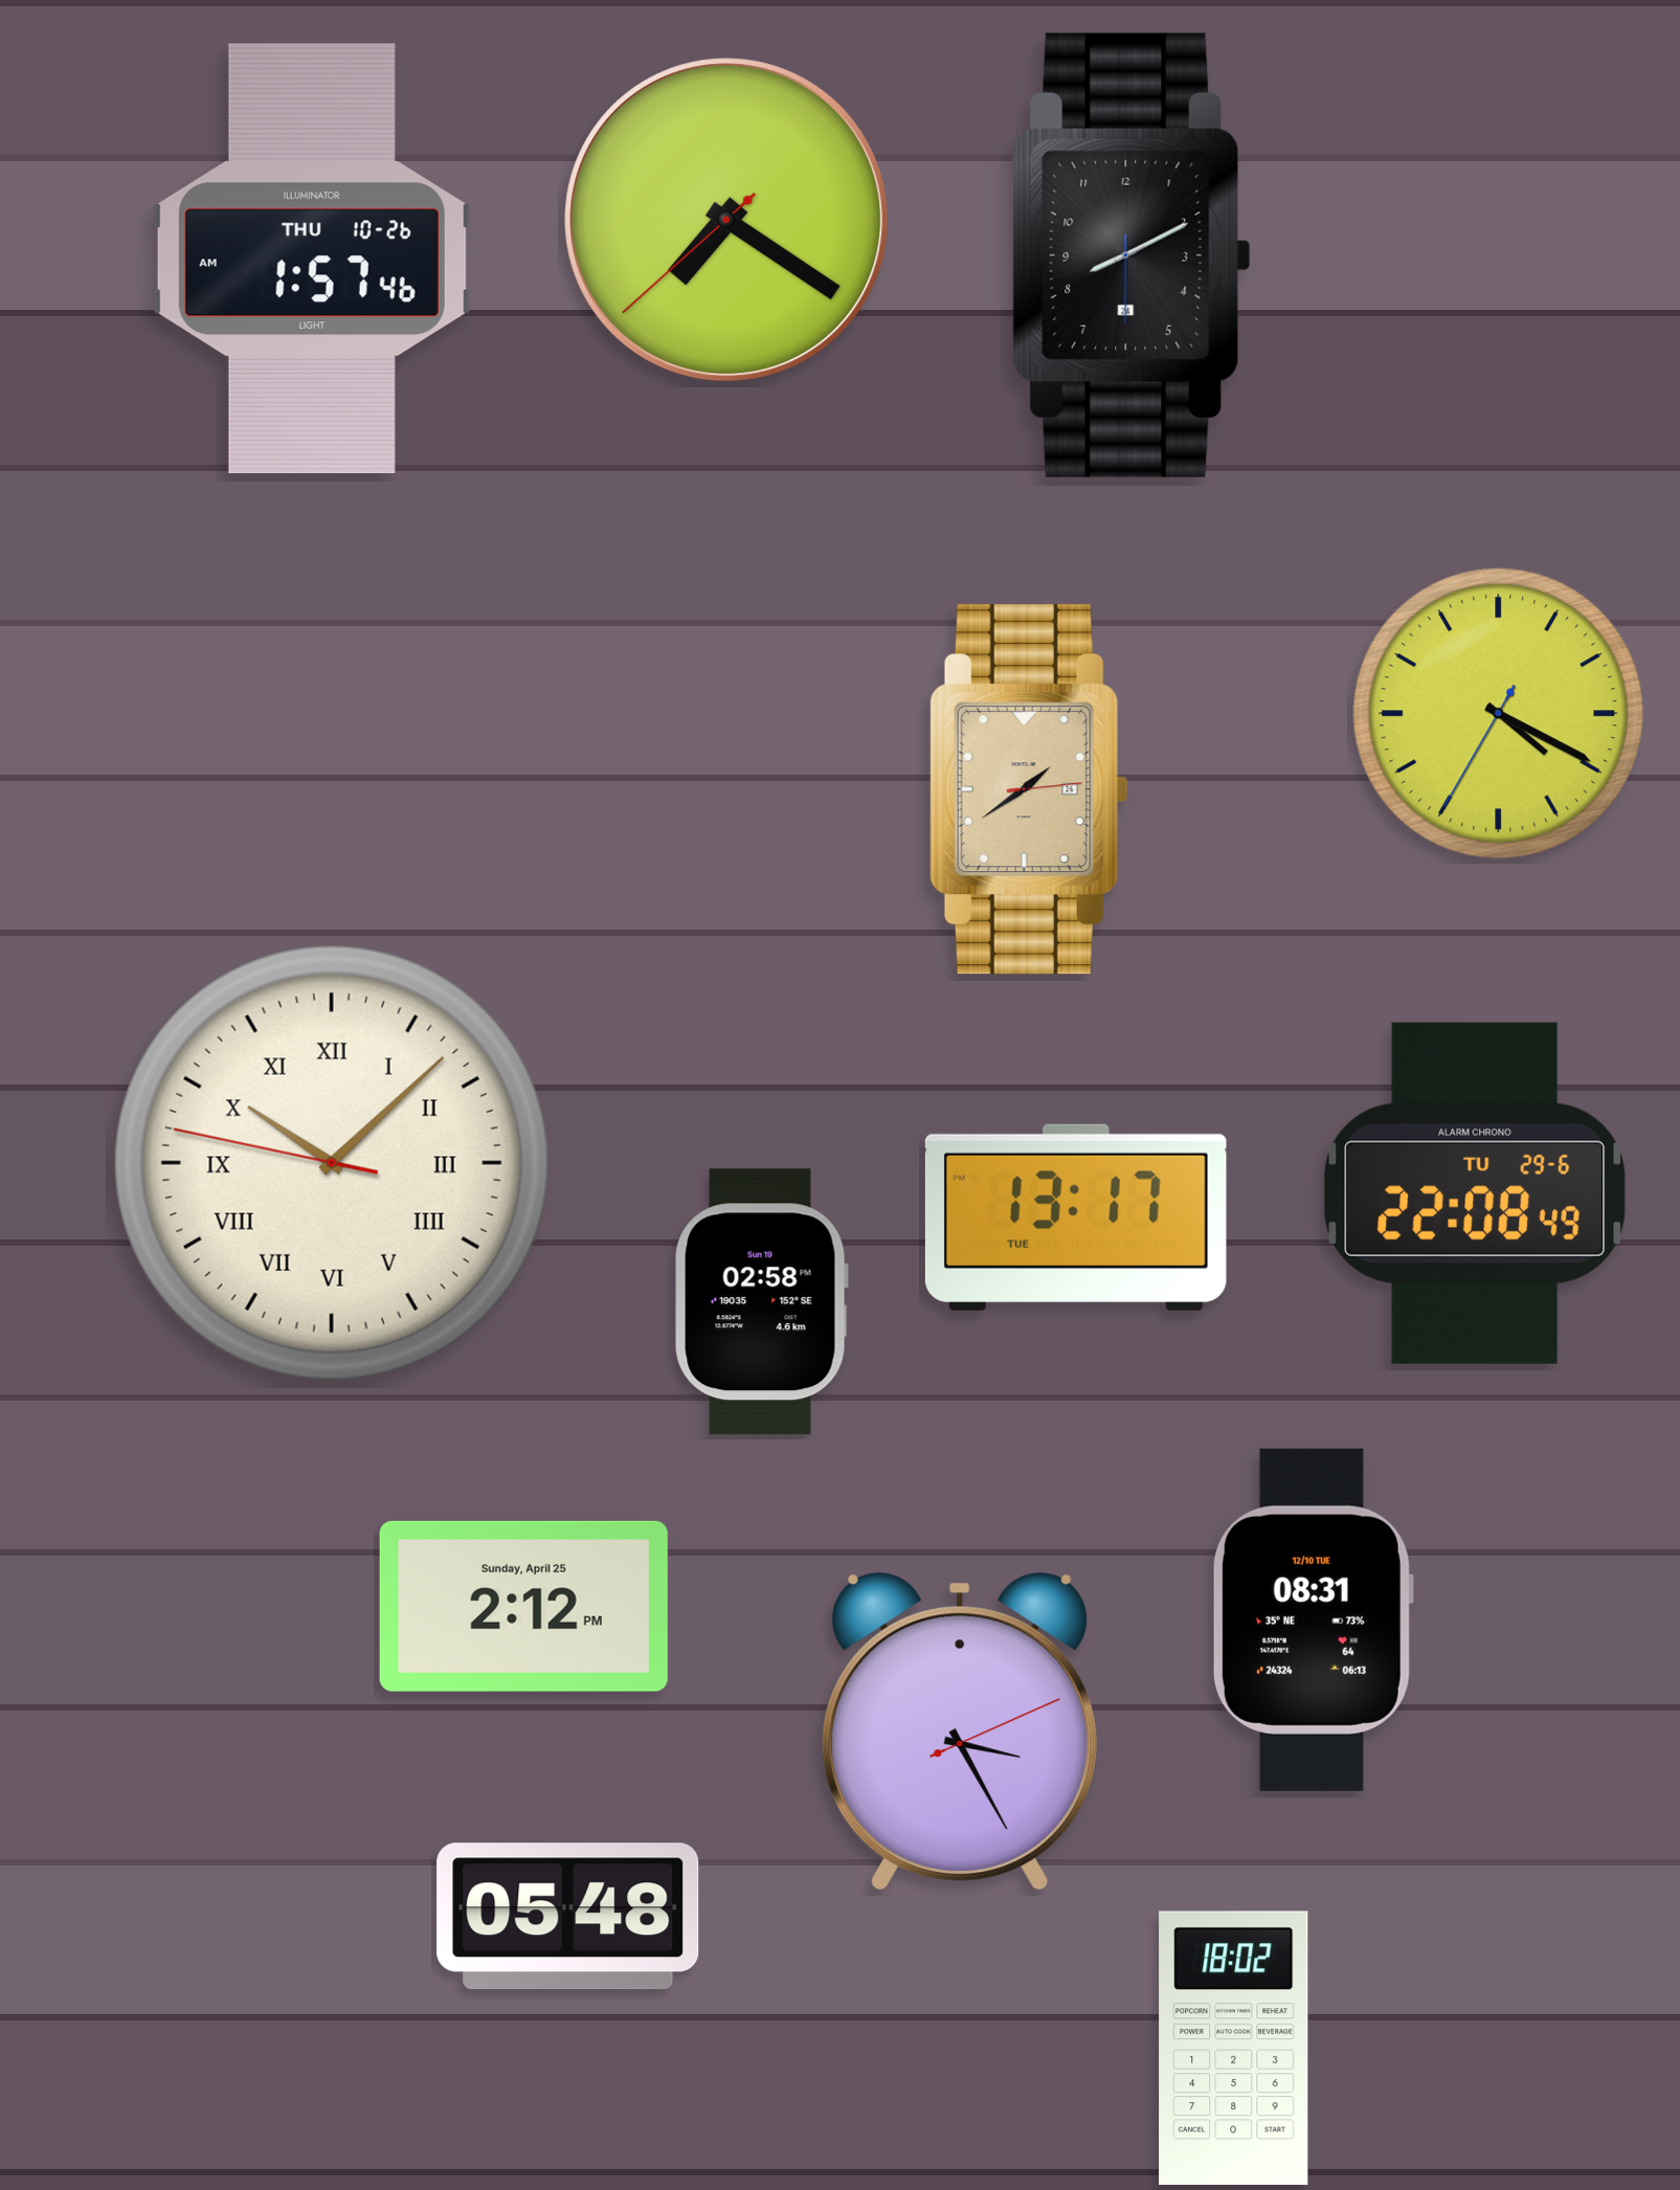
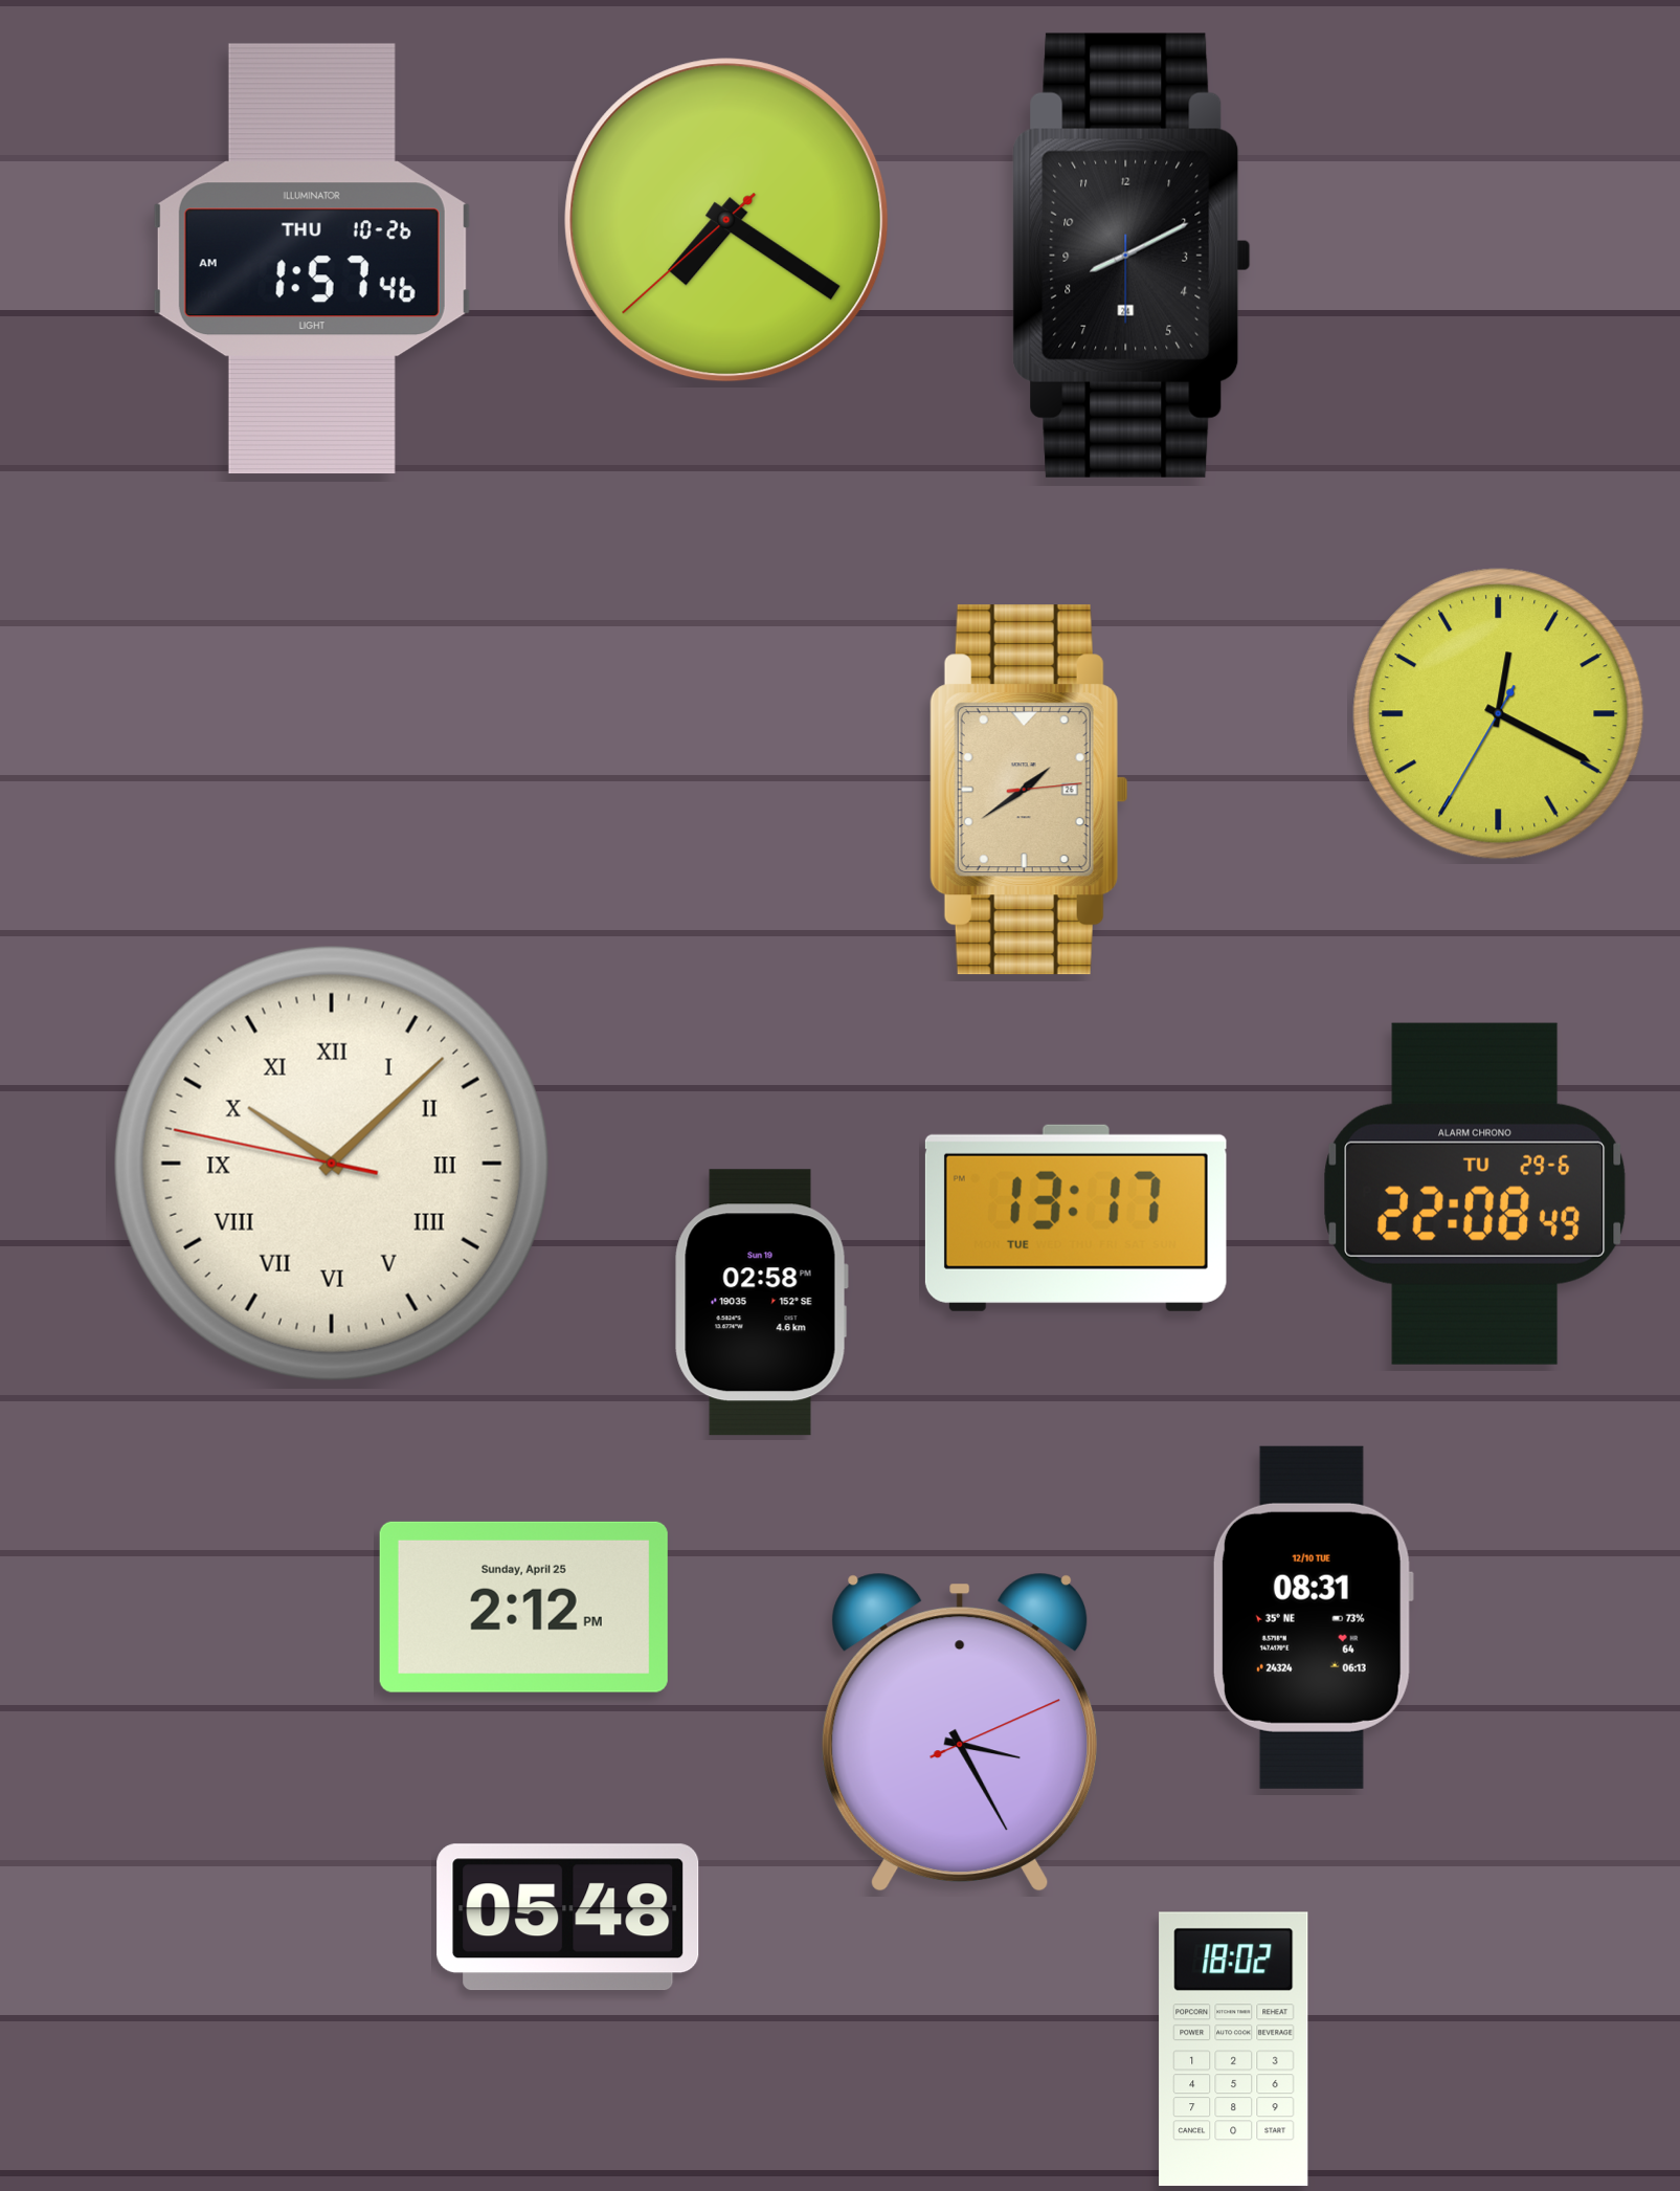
clock at (1499, 714): 4:19 -> 12:19
clock at (1313, 1619) position: (1313, 1619) -> (1313, 1617)
